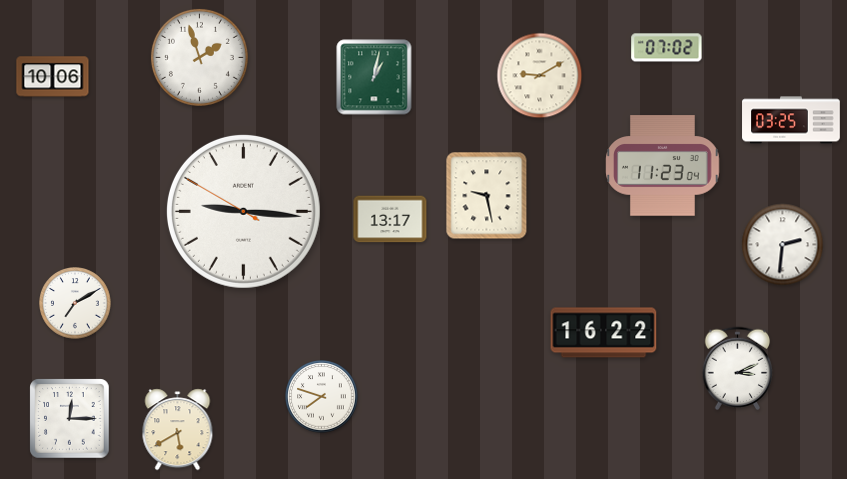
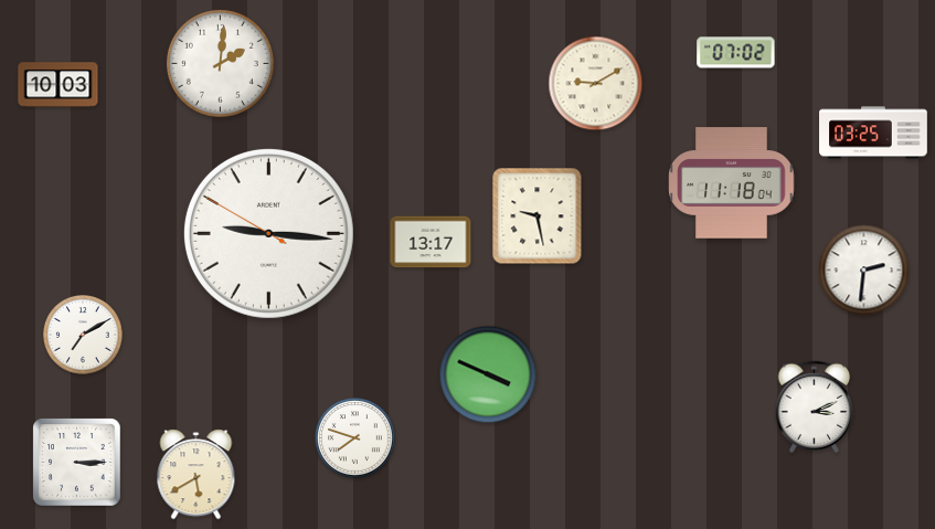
clock at (199, 57): 1:57 -> 2:01
clock at (53, 77): 10:06 -> 10:03
clock at (374, 77): 1:02 -> none
clock at (663, 166): 11:23 -> 11:18
clock at (604, 333): 16:22 -> none
clock at (488, 374): none -> 3:49
clock at (70, 419): 12:15 -> 3:15
